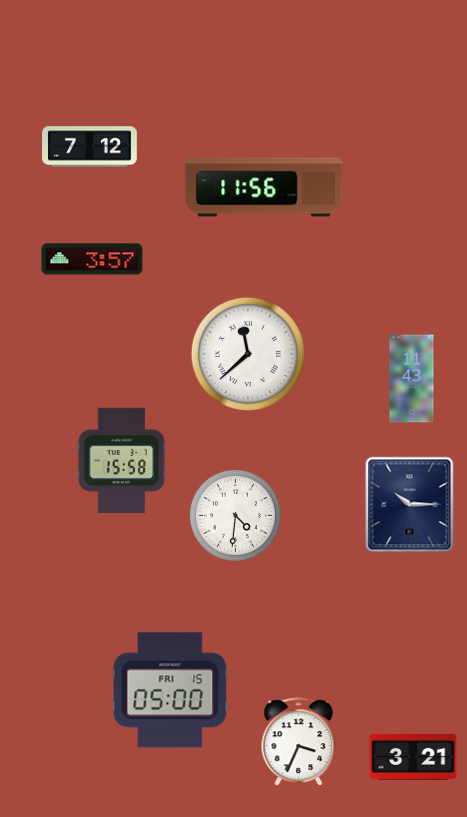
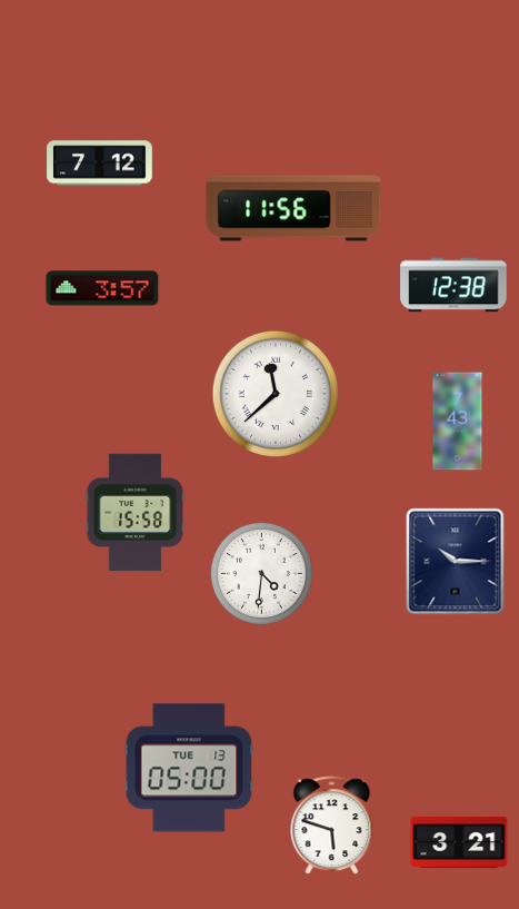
clock at (453, 285): none -> 12:38
clock at (412, 379): 11:43 -> 7:43
clock at (170, 690) date: FRI 15 -> TUE 13
clock at (299, 742): 3:34 -> 5:48
